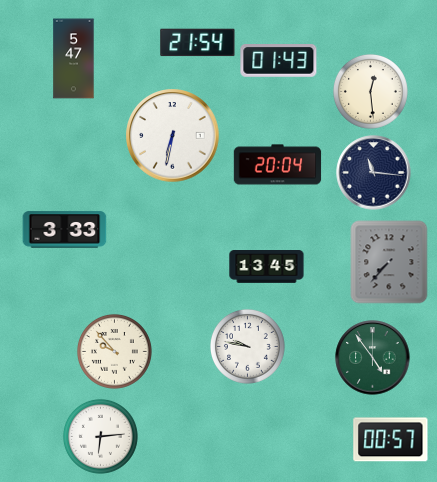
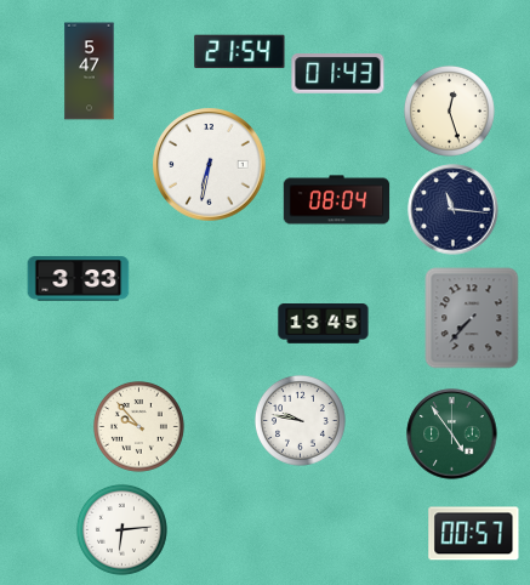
clock at (370, 92): 12:29 -> 12:27
clock at (278, 165): 20:04 -> 08:04
